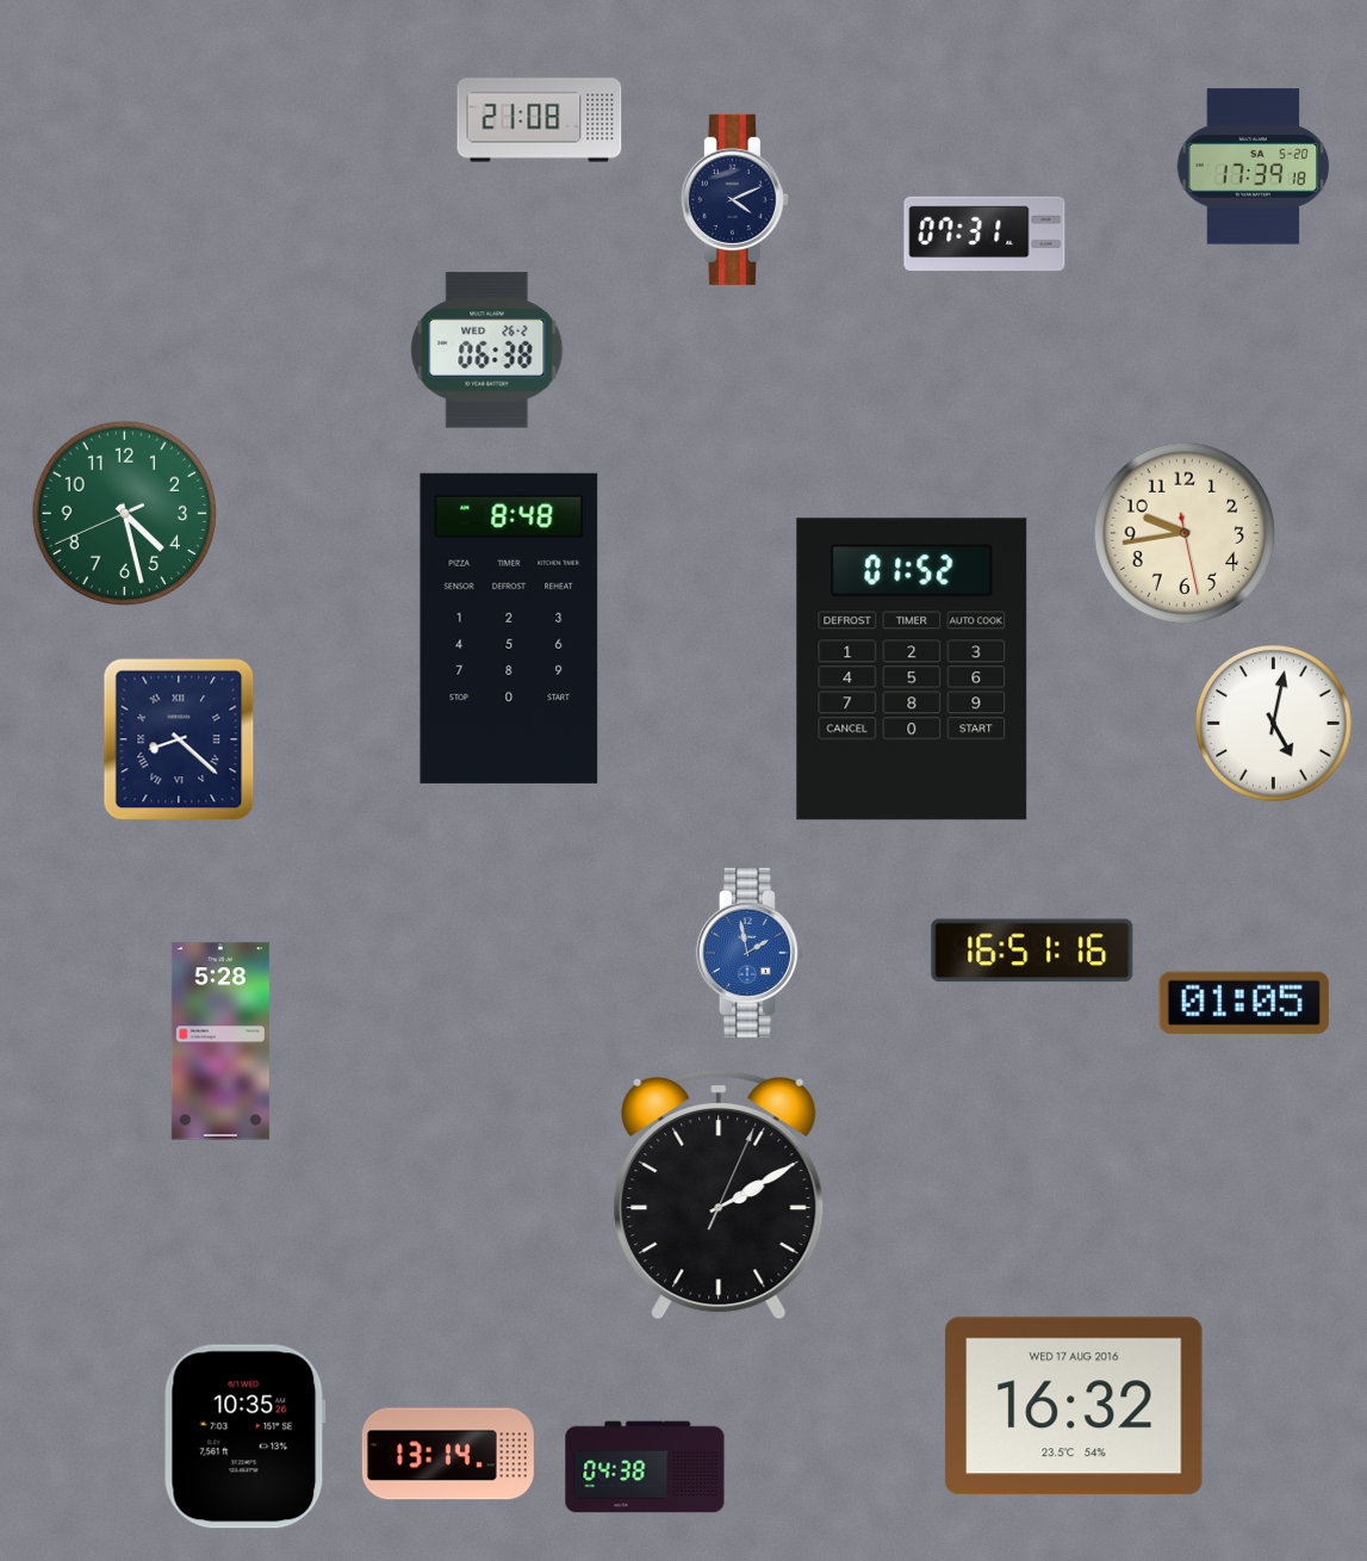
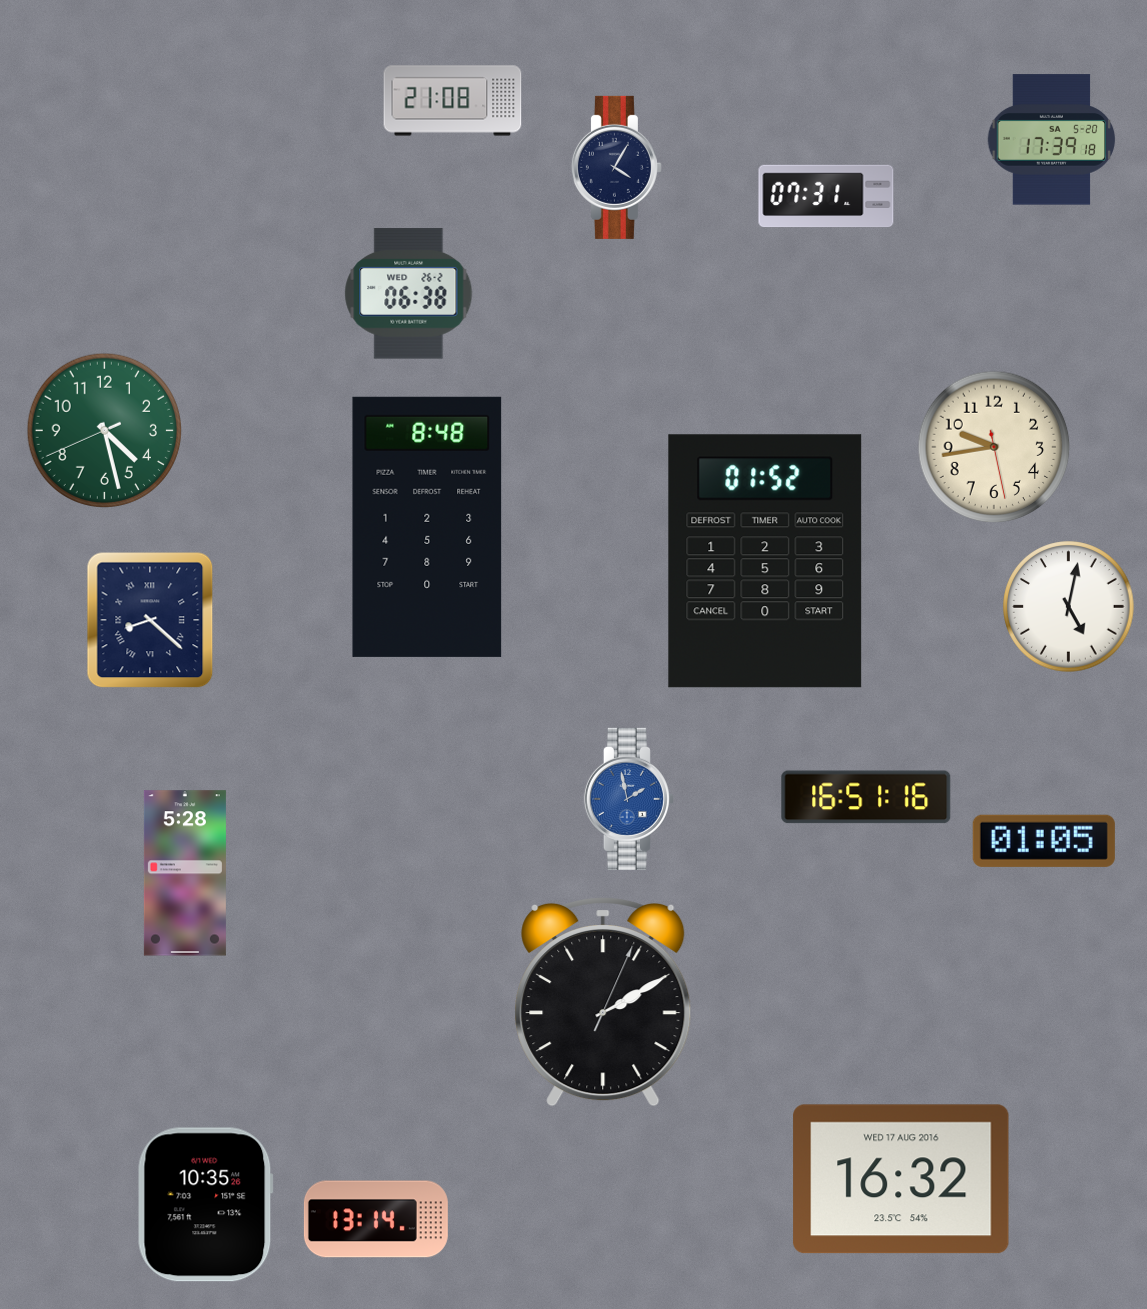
clock at (734, 199): 4:11 -> 4:05
clock at (645, 1467): 04:38 -> none
